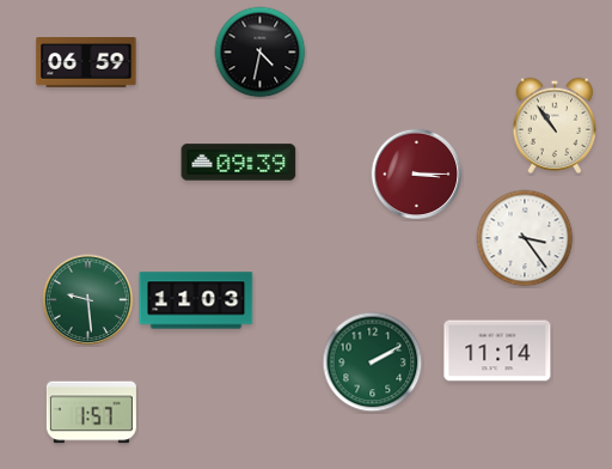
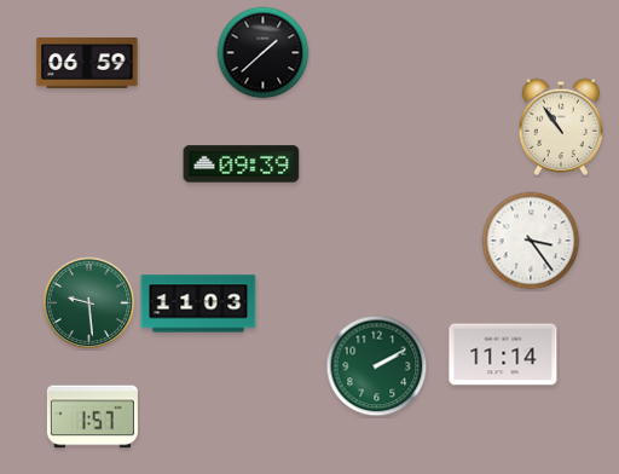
clock at (261, 53): 4:32 -> 1:38
clock at (417, 175): 3:15 -> none
